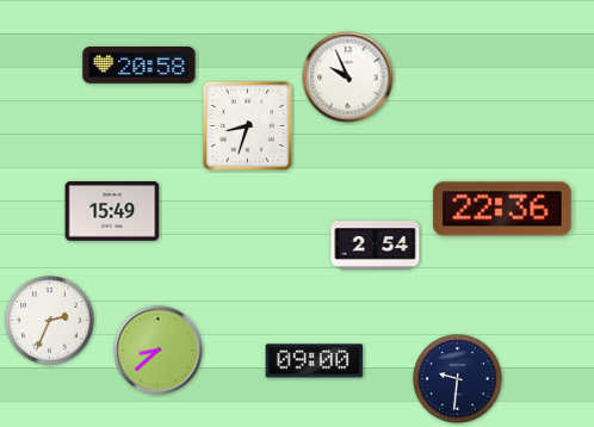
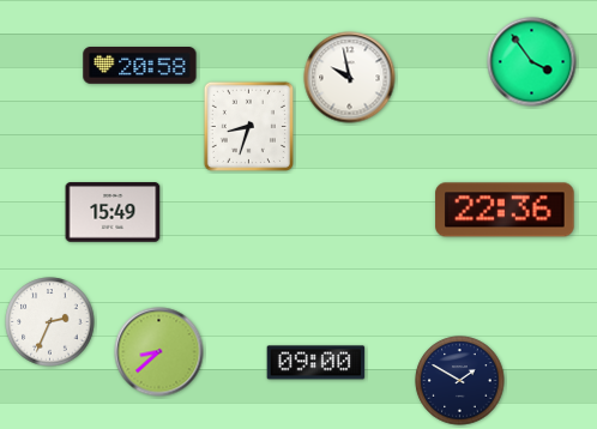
clock at (532, 62): none -> 3:54
clock at (348, 78): 9:56 -> 9:58
clock at (376, 246): 2:54 -> none
clock at (458, 379): 9:31 -> 1:50
